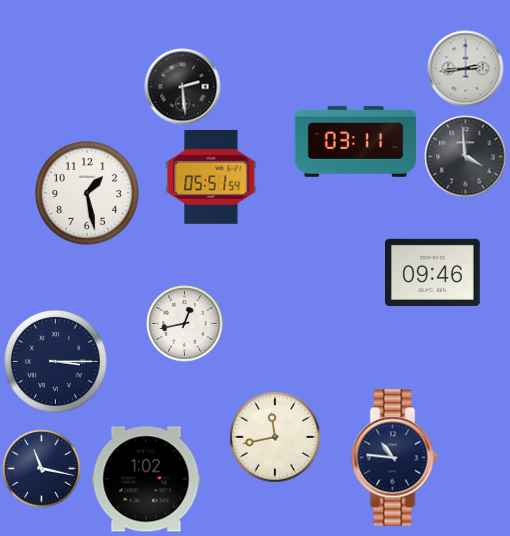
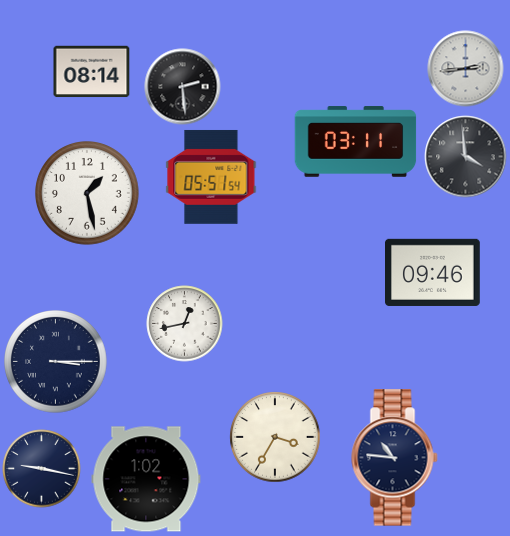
clock at (92, 72): none -> 08:14
clock at (275, 437): 11:43 -> 3:35
clock at (42, 469): 11:17 -> 9:17
